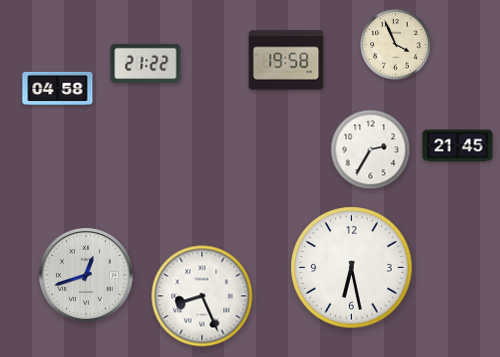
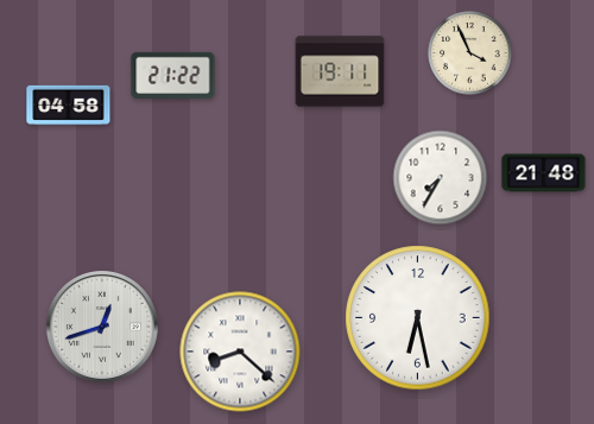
clock at (286, 60): 19:58 -> 19:11
clock at (458, 146): 21:45 -> 21:48
clock at (371, 150): 2:35 -> 7:35
clock at (202, 296): 8:26 -> 8:22
